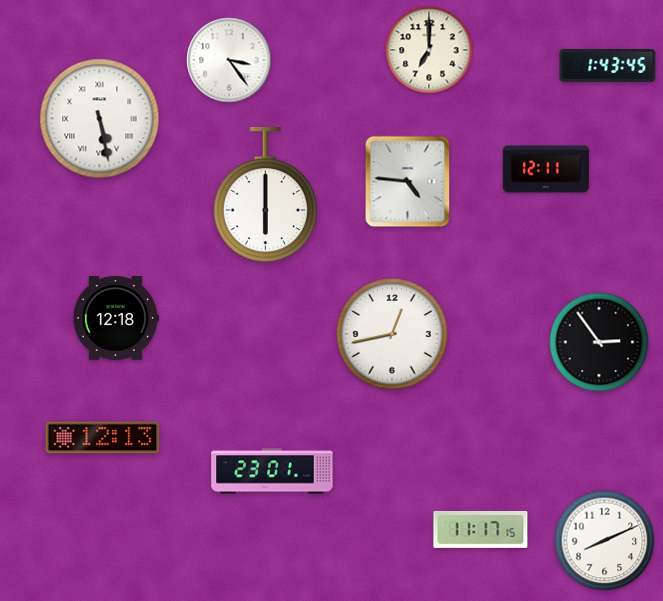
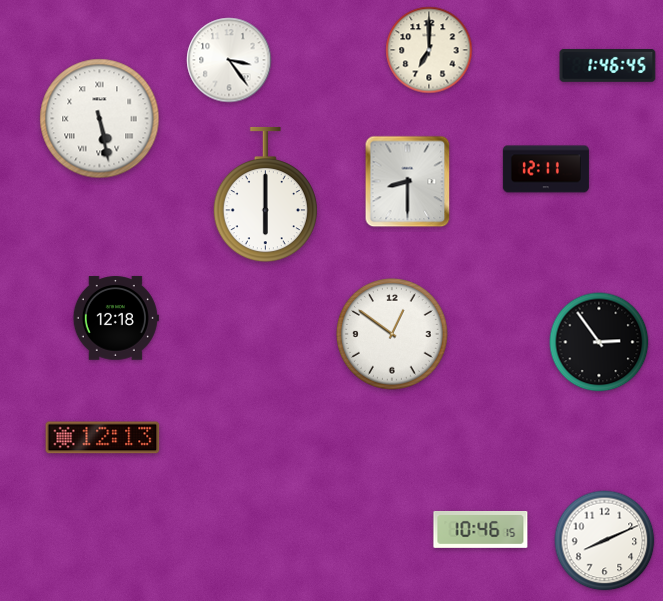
clock at (608, 66): 1:43 -> 1:46
clock at (408, 182): 4:46 -> 8:30
clock at (393, 335): 12:43 -> 12:51
clock at (272, 471): 23:01 -> none
clock at (481, 529): 11:17 -> 10:46
